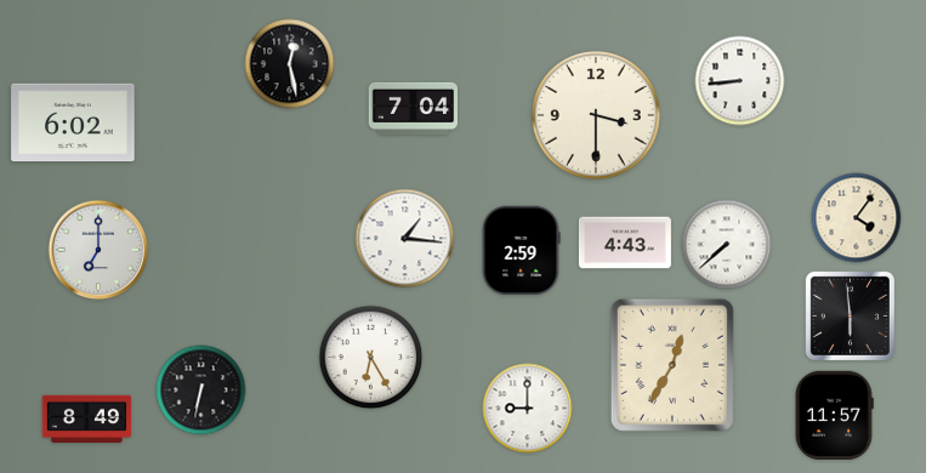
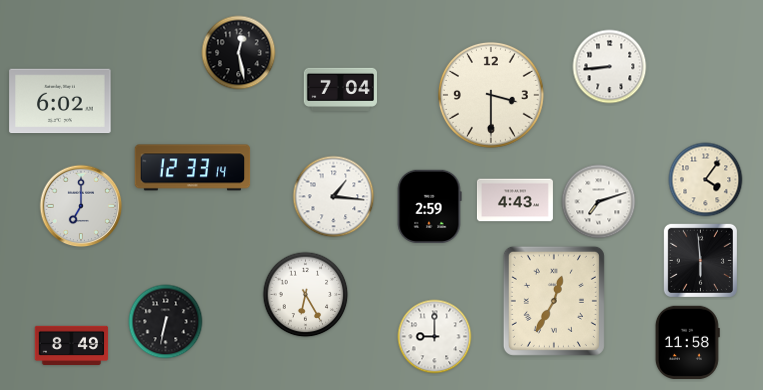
clock at (193, 168): none -> 12:33
clock at (727, 245): 7:38 -> 7:12
clock at (834, 415): 11:57 -> 11:58
